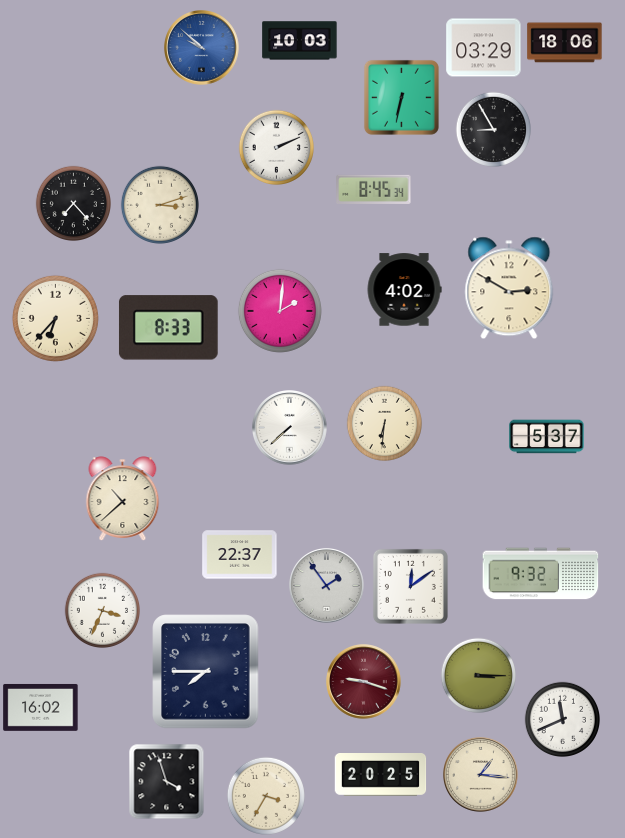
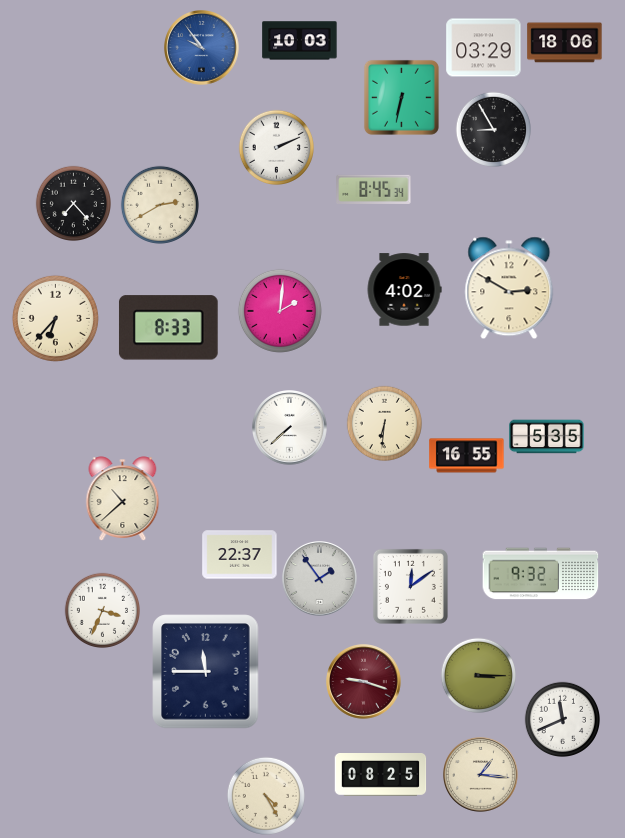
clock at (202, 48): 9:52 -> 9:54
clock at (160, 205): 3:12 -> 2:40
clock at (547, 437): 5:37 -> 5:35
clock at (467, 456): none -> 16:55
clock at (327, 586) position: (327, 586) -> (320, 579)
clock at (206, 672): 7:45 -> 11:45
clock at (41, 707): 16:02 -> none
clock at (381, 775): 20:25 -> 08:25
clock at (167, 782): 3:57 -> none
clock at (266, 796): 3:35 -> 4:25
